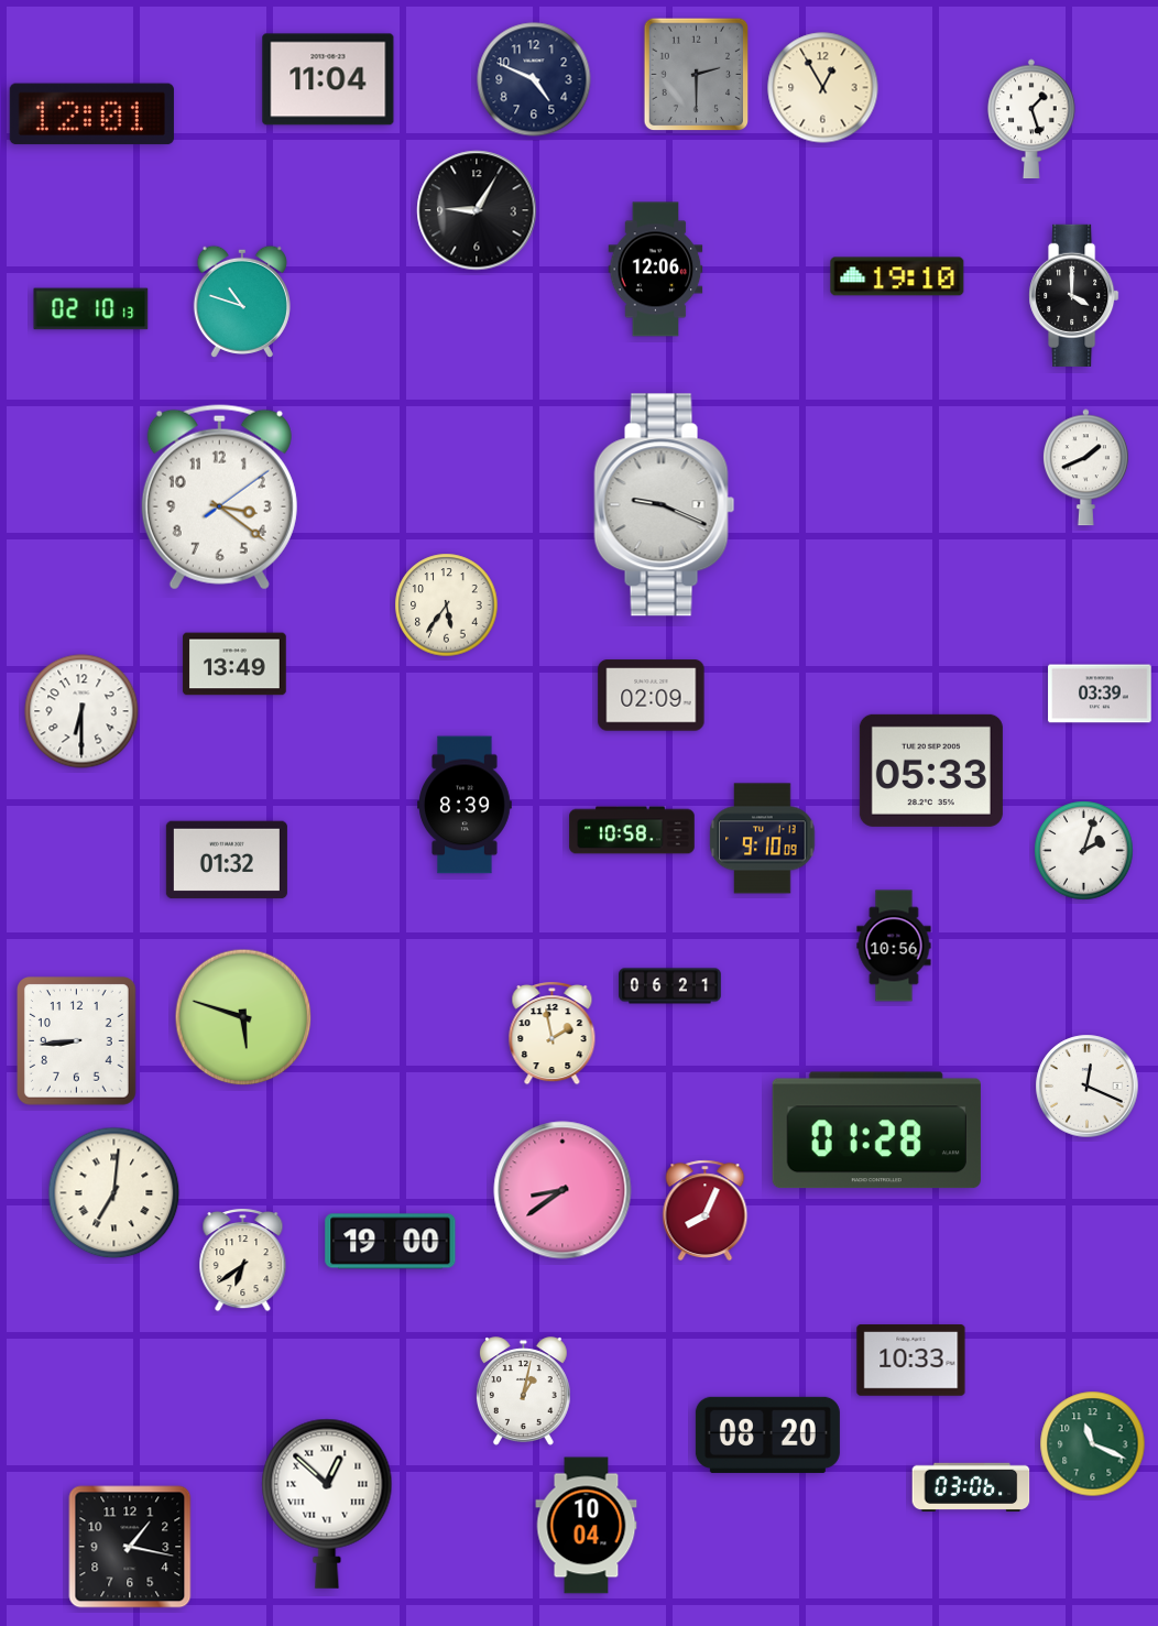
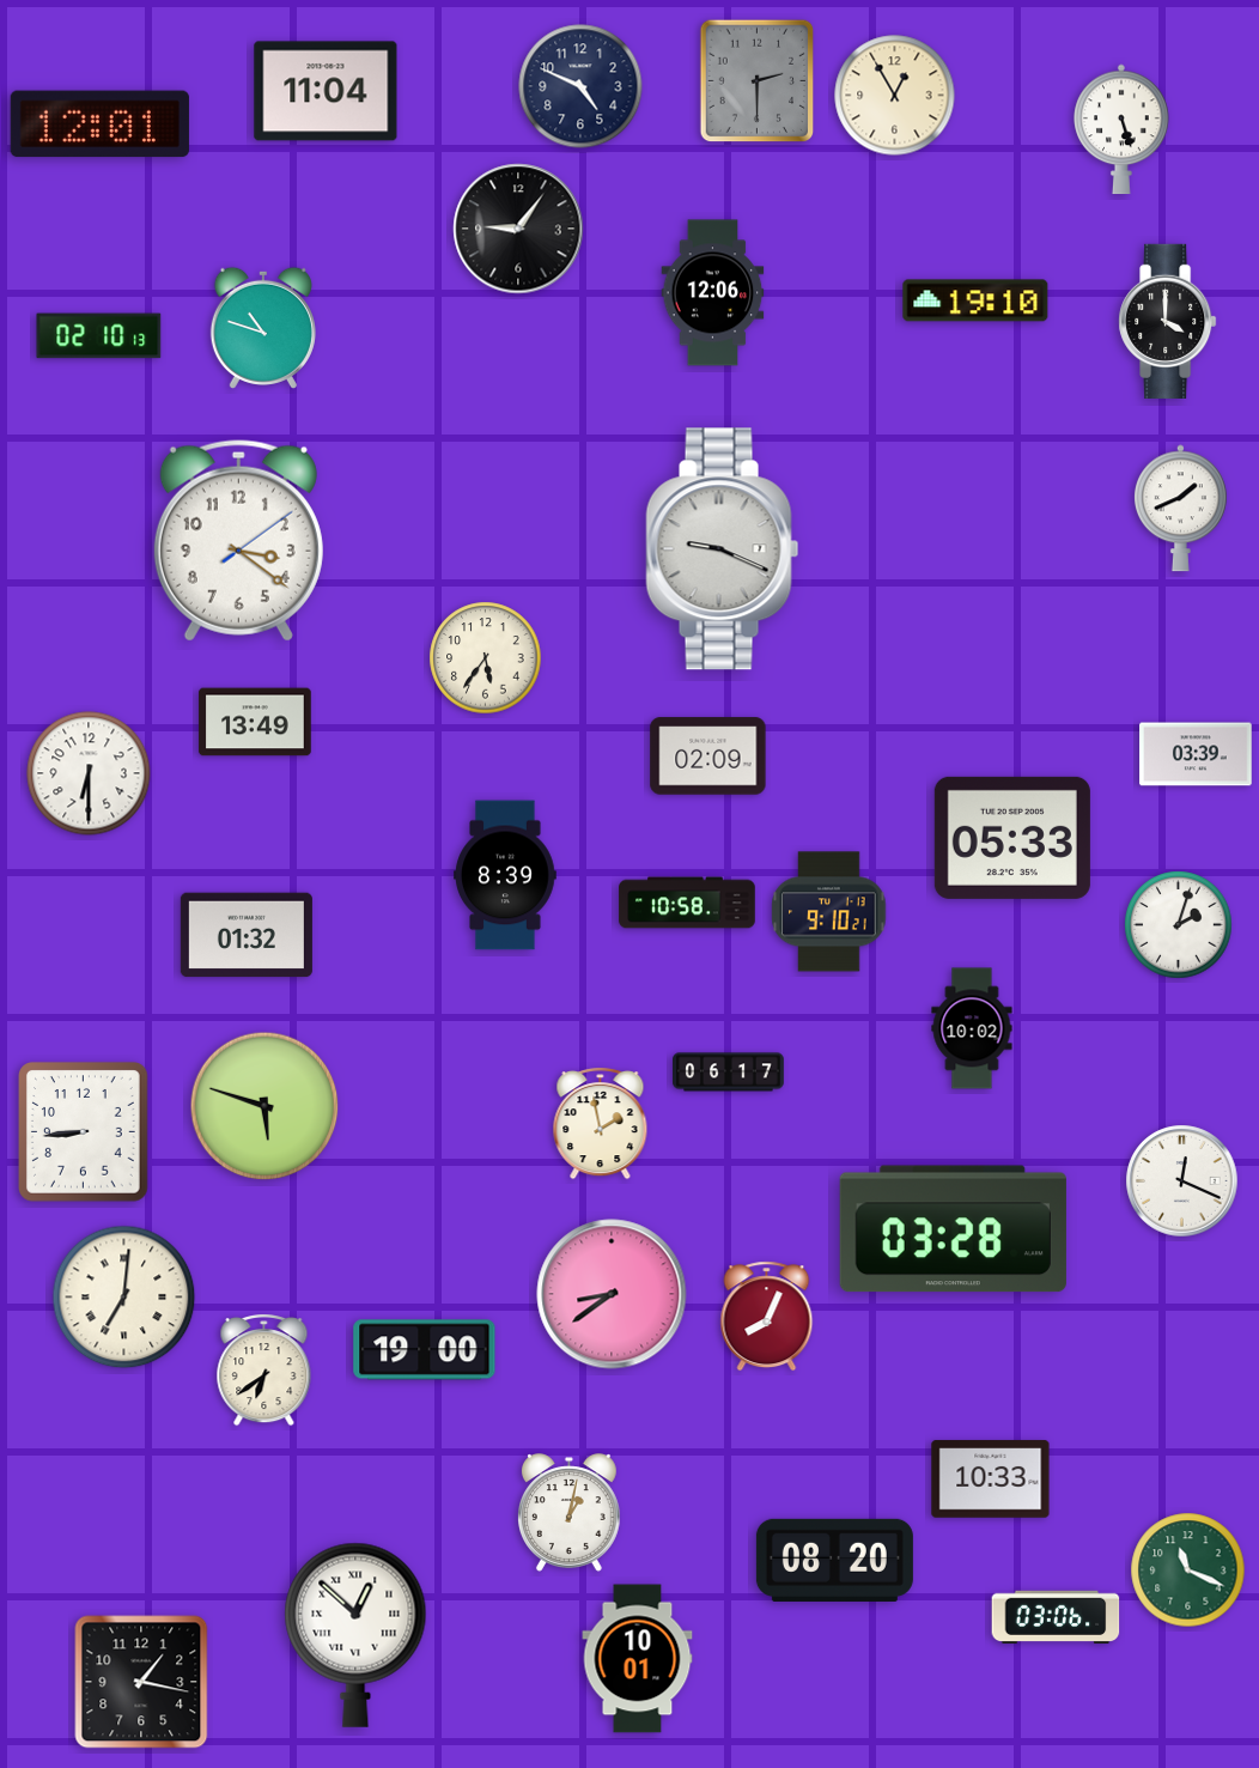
clock at (328, 79) position: (328, 79) -> (326, 91)
clock at (1031, 119): 1:27 -> 5:27
clock at (477, 210): 9:05 -> 9:06
clock at (763, 839): 9:10:09 -> 9:10:21
clock at (894, 946): 10:56 -> 10:02
clock at (670, 986): 06:21 -> 06:17
clock at (876, 1131): 01:28 -> 03:28
clock at (587, 1526): 10:04 -> 10:01
